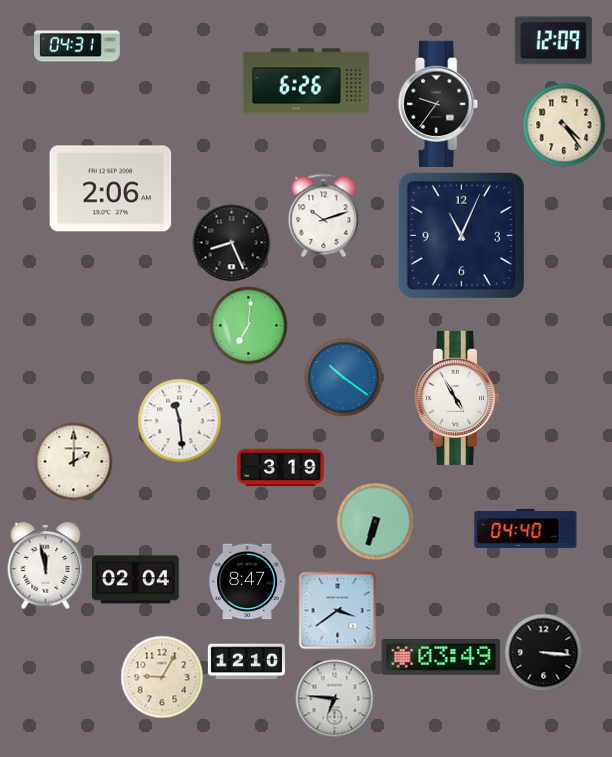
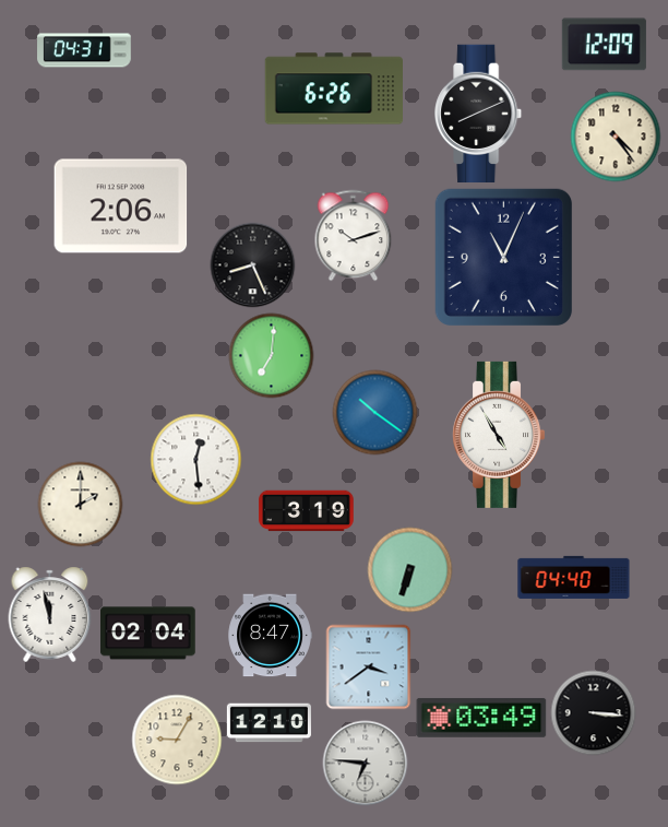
clock at (439, 103): 9:36 -> 8:11
clock at (179, 420): 11:29 -> 12:29
clock at (46, 565) position: (46, 565) -> (50, 614)
